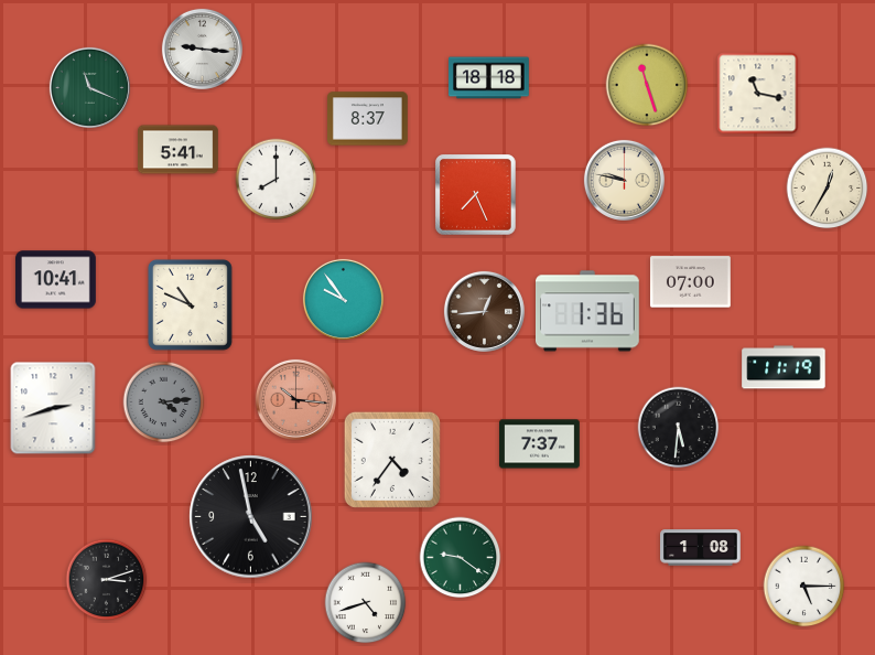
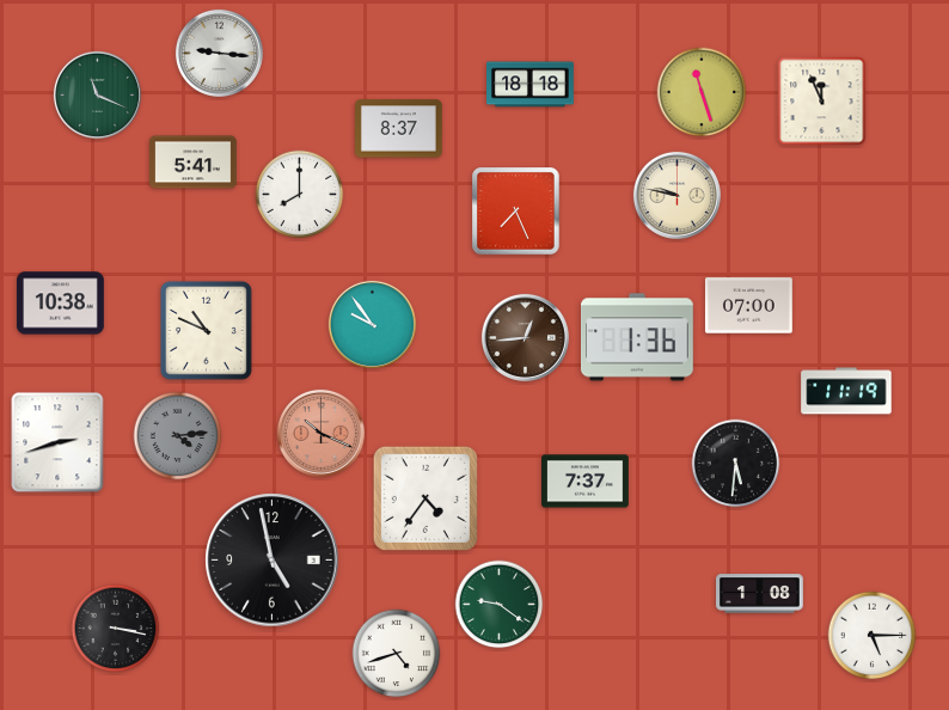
clock at (758, 94): 11:17 -> 11:56
clock at (828, 189): 12:35 -> none
clock at (56, 280): 10:41 -> 10:38
clock at (784, 367) position: (784, 367) -> (846, 391)
clock at (295, 399): 10:16 -> 10:19
clock at (107, 580): 3:12 -> 3:17
